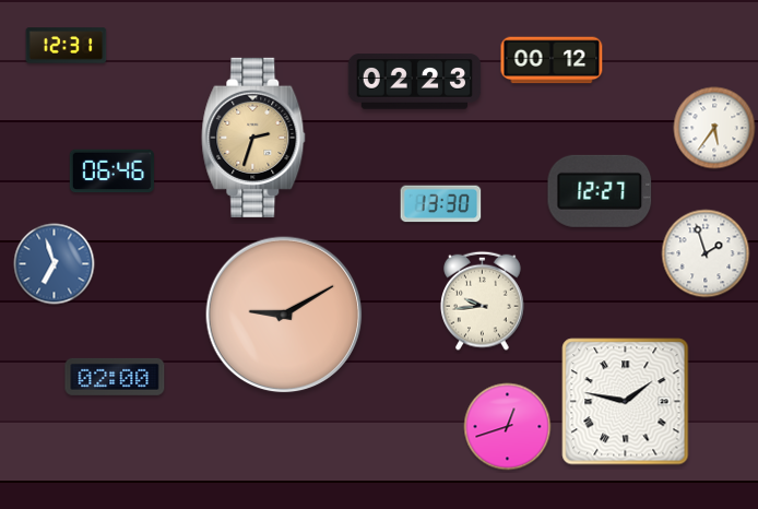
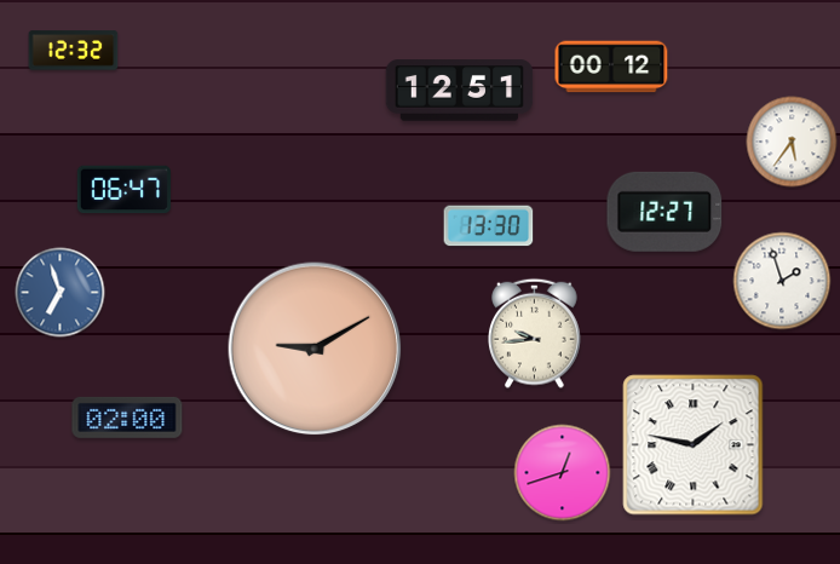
clock at (67, 46): 12:31 -> 12:32
clock at (415, 82): 02:23 -> 12:51
clock at (253, 138): 2:33 -> none
clock at (111, 171): 06:46 -> 06:47
